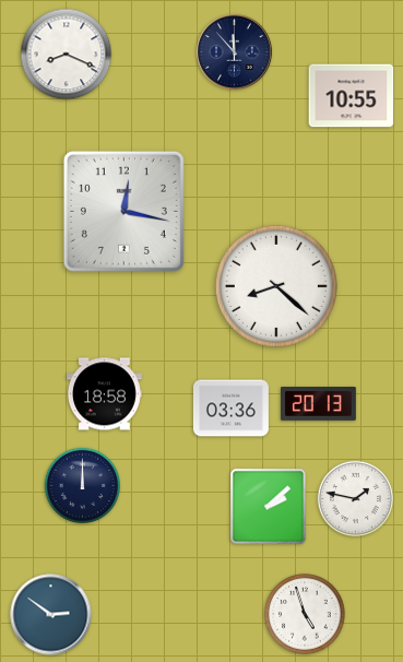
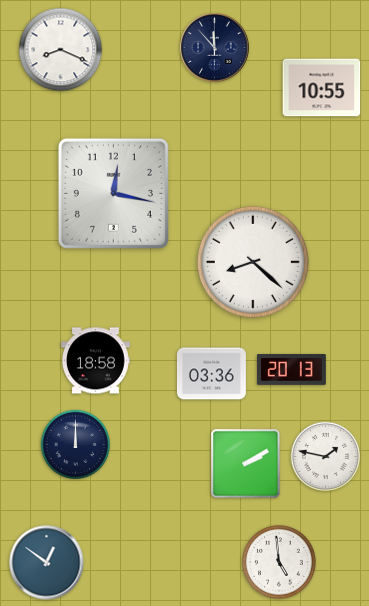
clock at (269, 507): 2:08 -> 2:10
clock at (305, 614): 4:57 -> 4:59
clock at (51, 615): 2:51 -> 12:51
